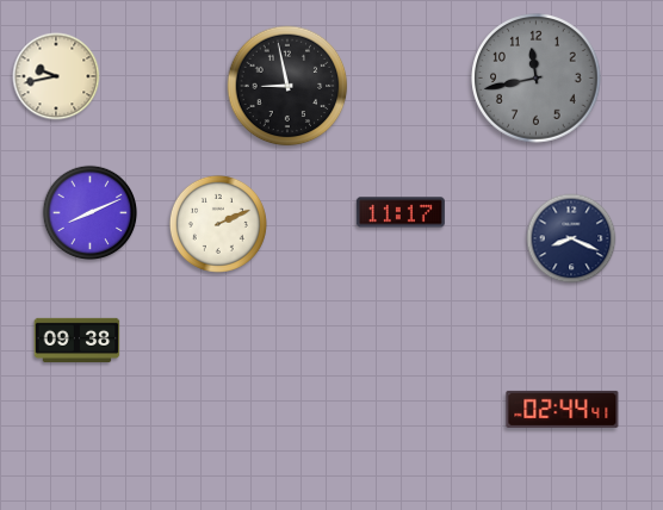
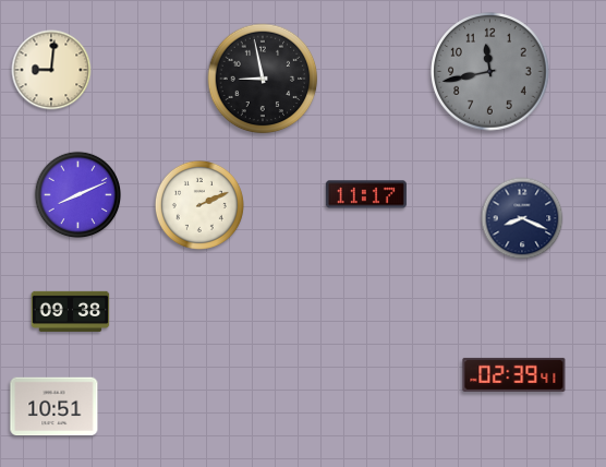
clock at (56, 76): 9:43 -> 9:01
clock at (91, 213) position: (91, 213) -> (78, 195)
clock at (563, 409): 02:44 -> 02:39
clock at (54, 407): none -> 10:51
